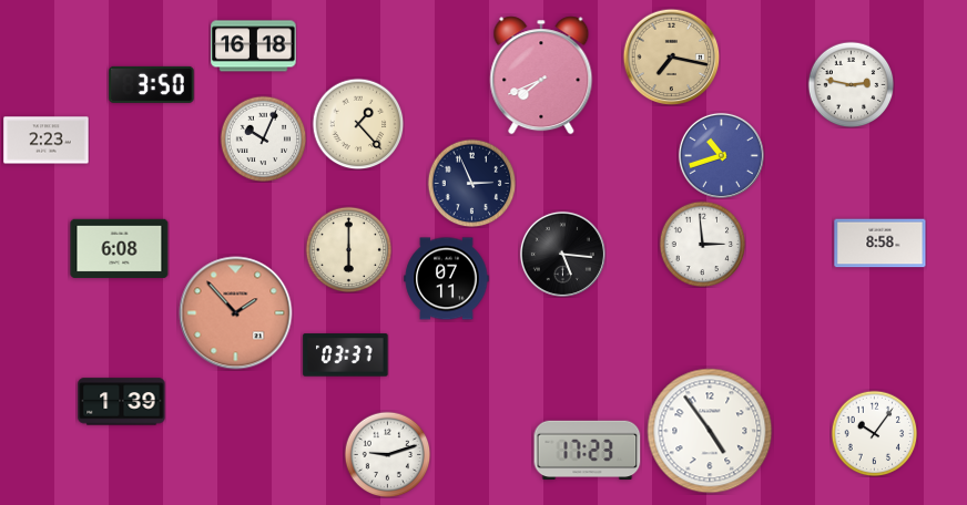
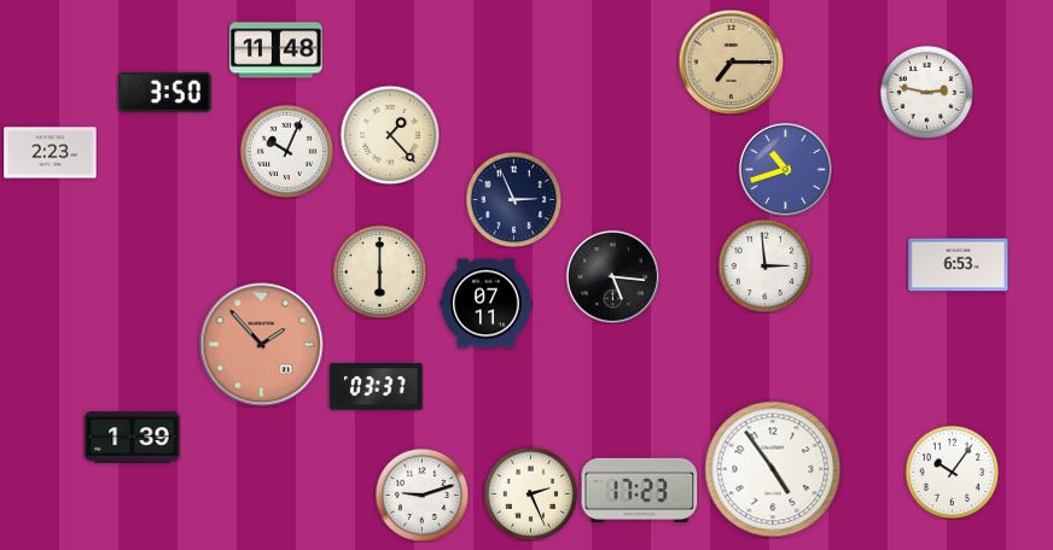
clock at (254, 47): 16:18 -> 11:48
clock at (671, 56): 7:17 -> 7:15
clock at (541, 75): 7:41 -> none
clock at (881, 244): 8:58 -> 6:53
clock at (120, 249): 6:08 -> none
clock at (236, 313) position: (236, 313) -> (262, 345)
clock at (530, 493): none -> 2:26
